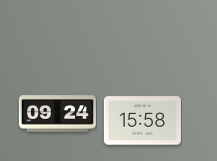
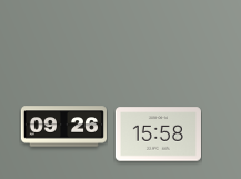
clock at (57, 114): 09:24 -> 09:26
